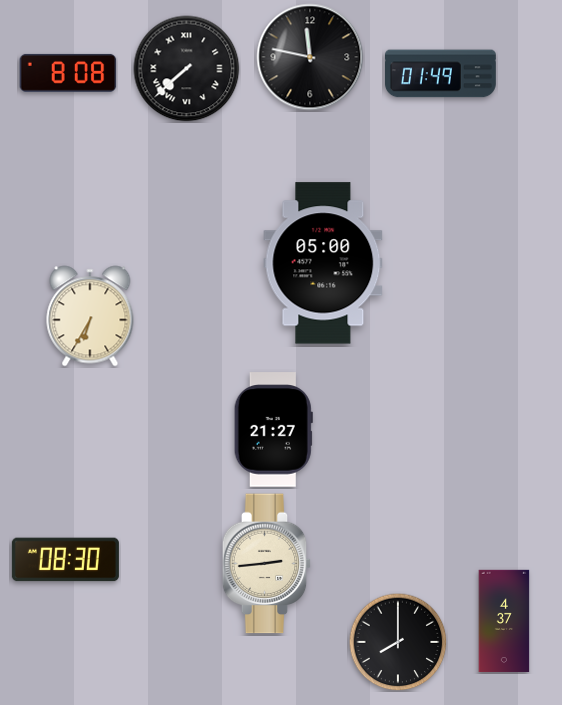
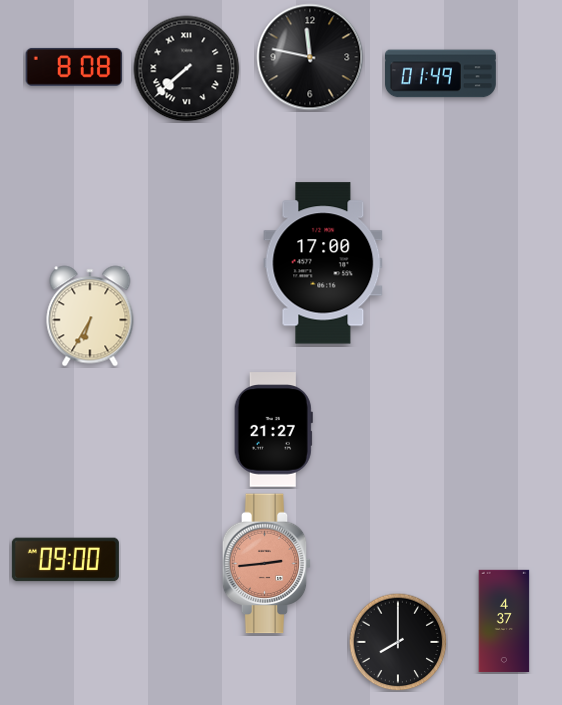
clock at (68, 73) position: (68, 73) -> (74, 67)
clock at (323, 263): 05:00 -> 17:00
clock at (65, 560): 08:30 -> 09:00
clock at (267, 564) dial: cream -> salmon
